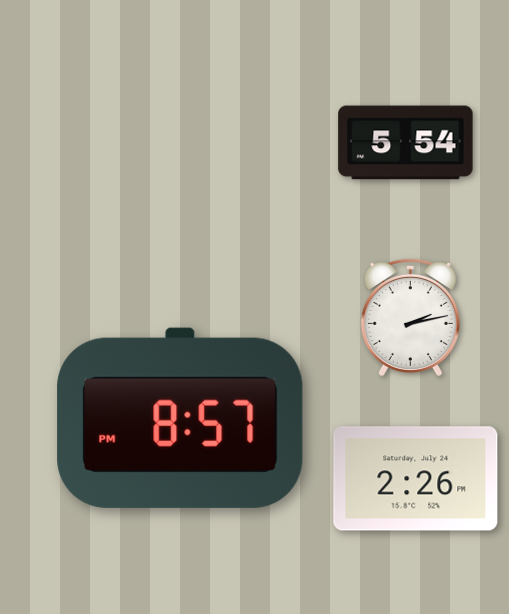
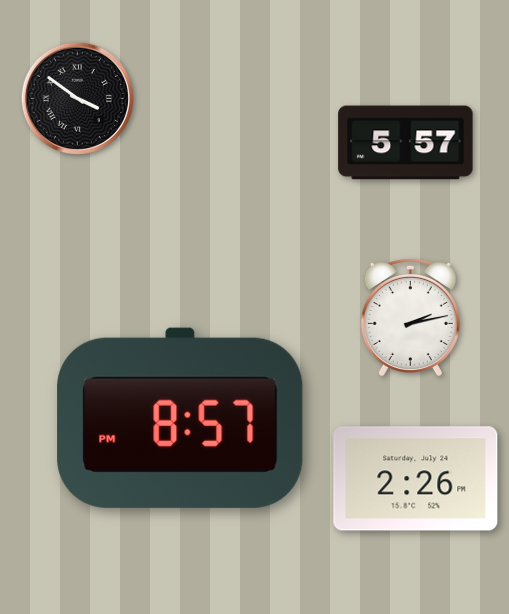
clock at (77, 98): none -> 3:51
clock at (406, 143): 5:54 -> 5:57
